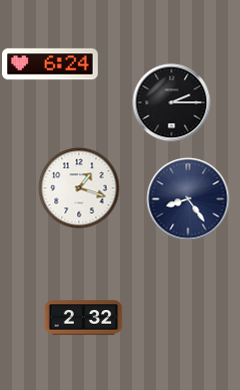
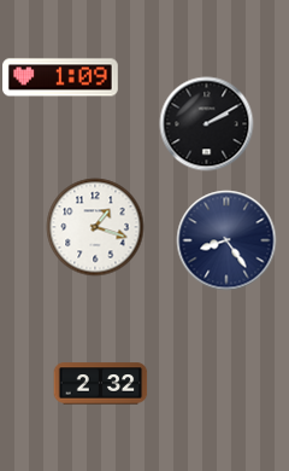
clock at (50, 64): 6:24 -> 1:09
clock at (171, 102): 2:15 -> 2:10
